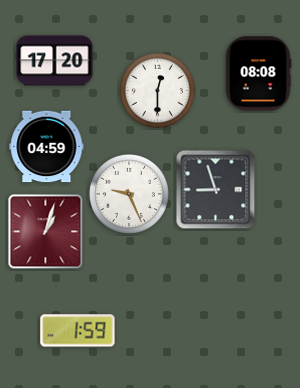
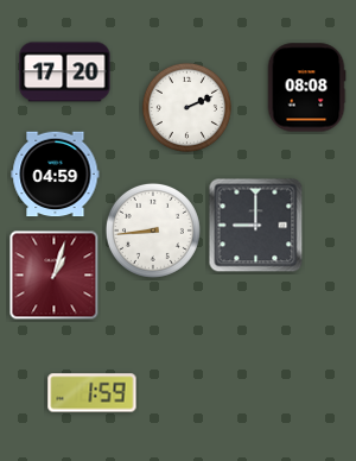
clock at (157, 90): 12:30 -> 2:11
clock at (216, 190): 8:57 -> 9:00
clock at (129, 194): 9:26 -> 8:44
